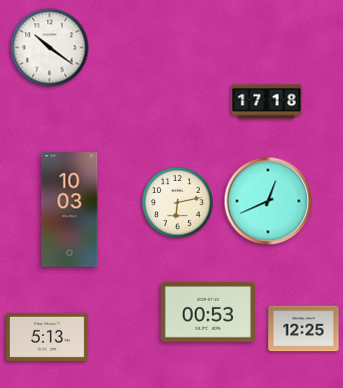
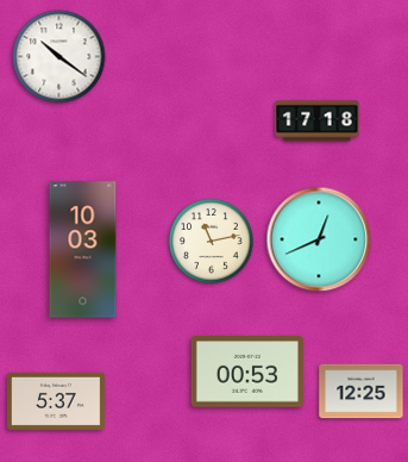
clock at (178, 203): 6:13 -> 11:13
clock at (47, 337): 5:13 -> 5:37
